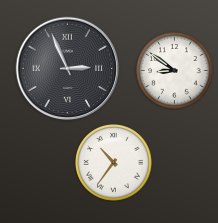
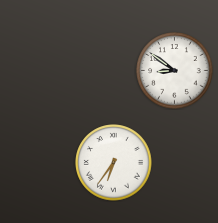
clock at (68, 69): 2:56 -> none
clock at (114, 163): 10:36 -> 6:36
